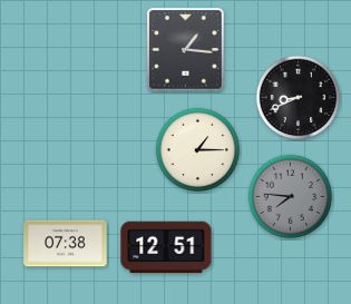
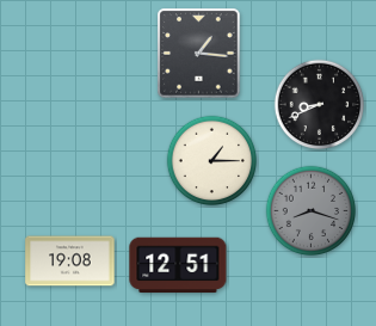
clock at (291, 197): 7:46 -> 8:18
clock at (66, 244): 07:38 -> 19:08
